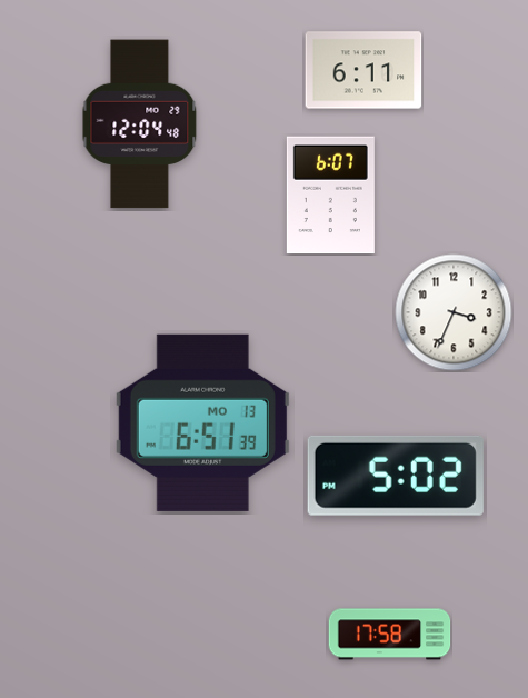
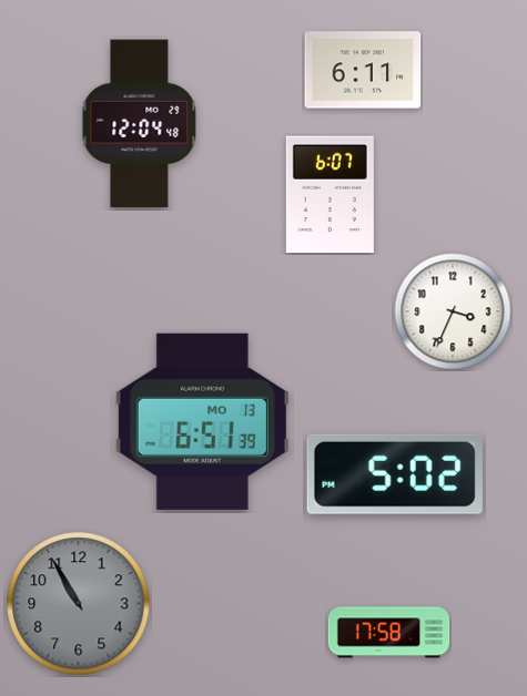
clock at (79, 604): none -> 10:55
